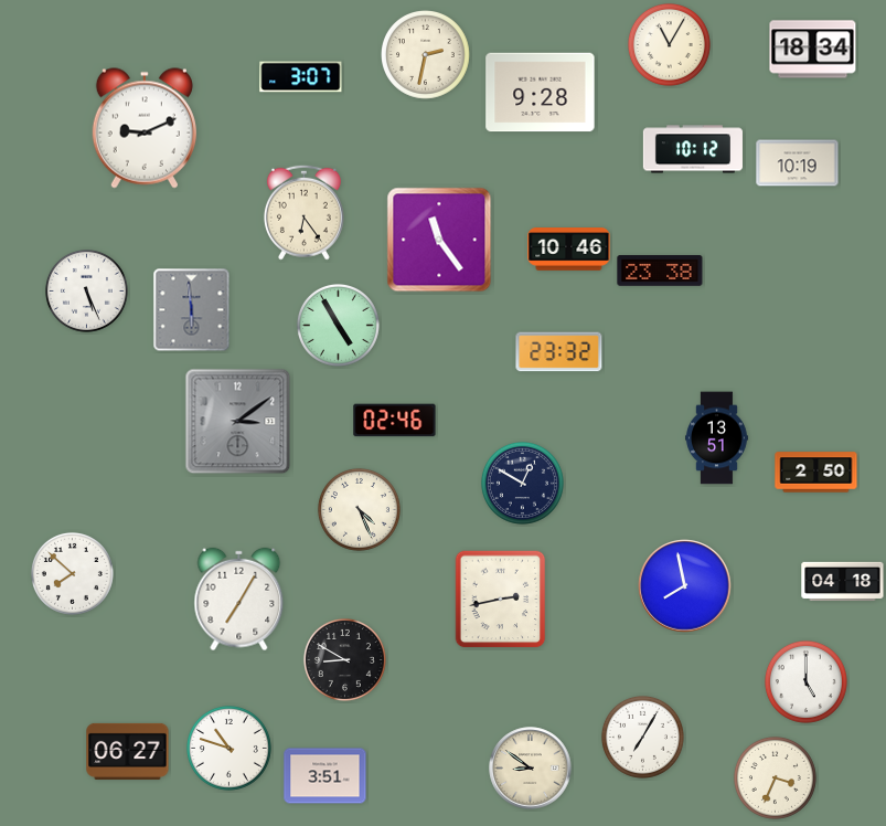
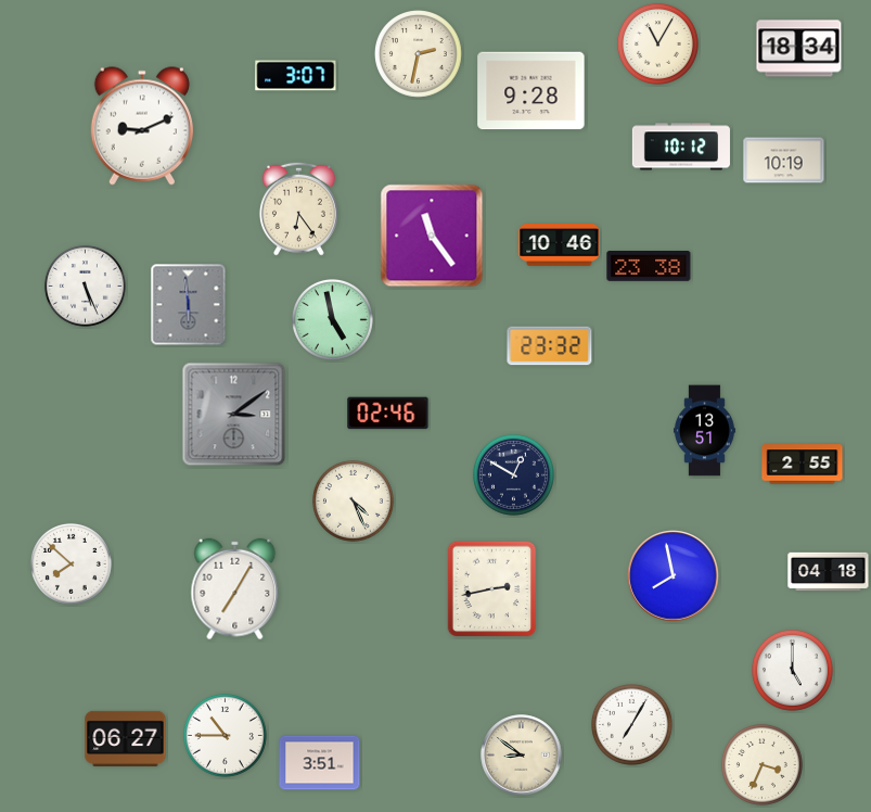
clock at (338, 325): 4:55 -> 4:58
clock at (816, 473): 2:50 -> 2:55
clock at (344, 659): 8:50 -> none
clock at (228, 748): 10:48 -> 10:45
